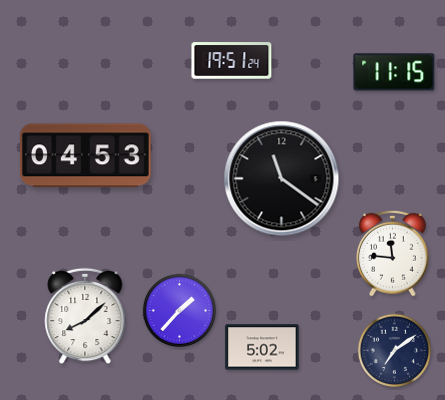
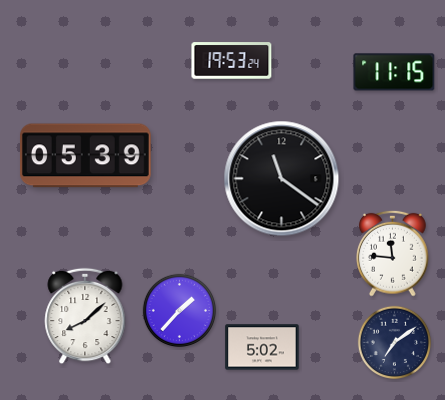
clock at (232, 61): 19:51 -> 19:53
clock at (85, 156): 04:53 -> 05:39
clock at (394, 350) position: (394, 350) -> (394, 342)
